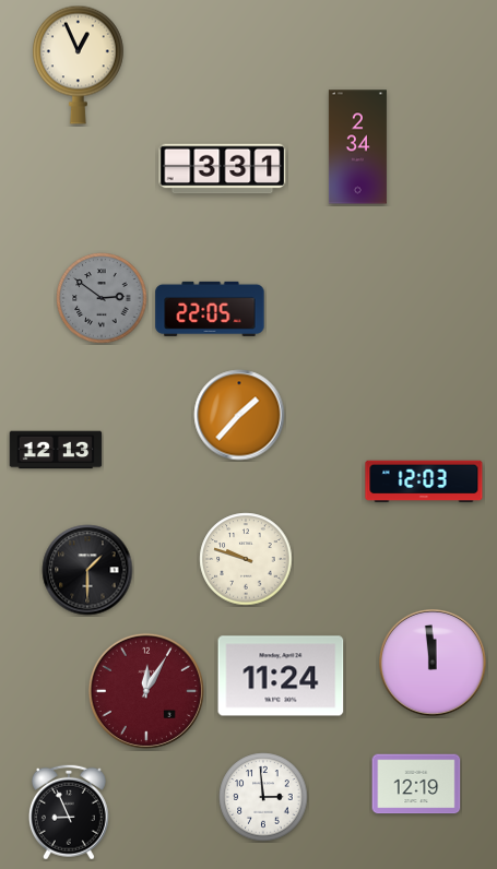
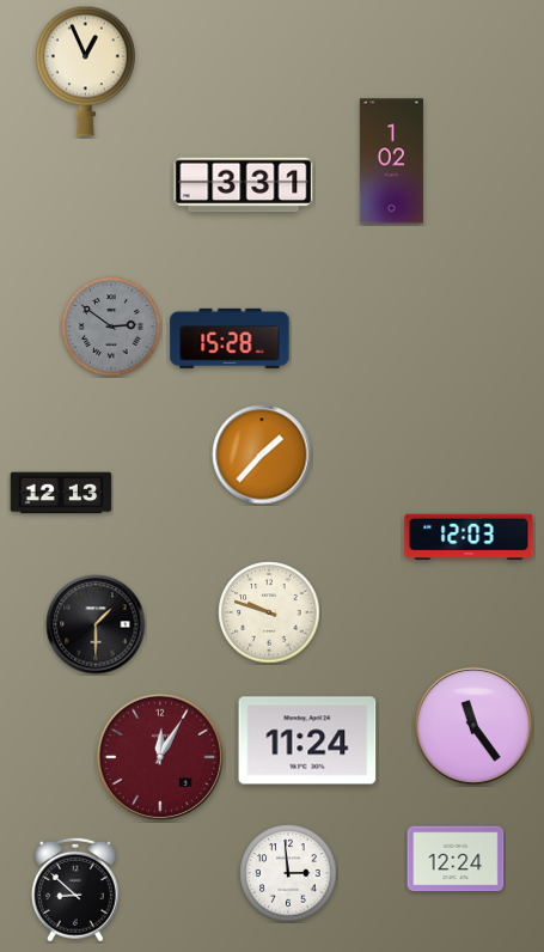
clock at (357, 147): 2:34 -> 1:02
clock at (210, 309): 22:05 -> 15:28
clock at (424, 481) position: (424, 481) -> (469, 537)
clock at (433, 663): 11:59 -> 11:24
clock at (416, 784): 12:19 -> 12:24
clock at (69, 812): 8:56 -> 8:52
